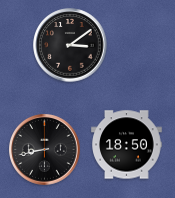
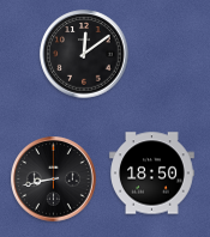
clock at (70, 45): 3:09 -> 12:09
